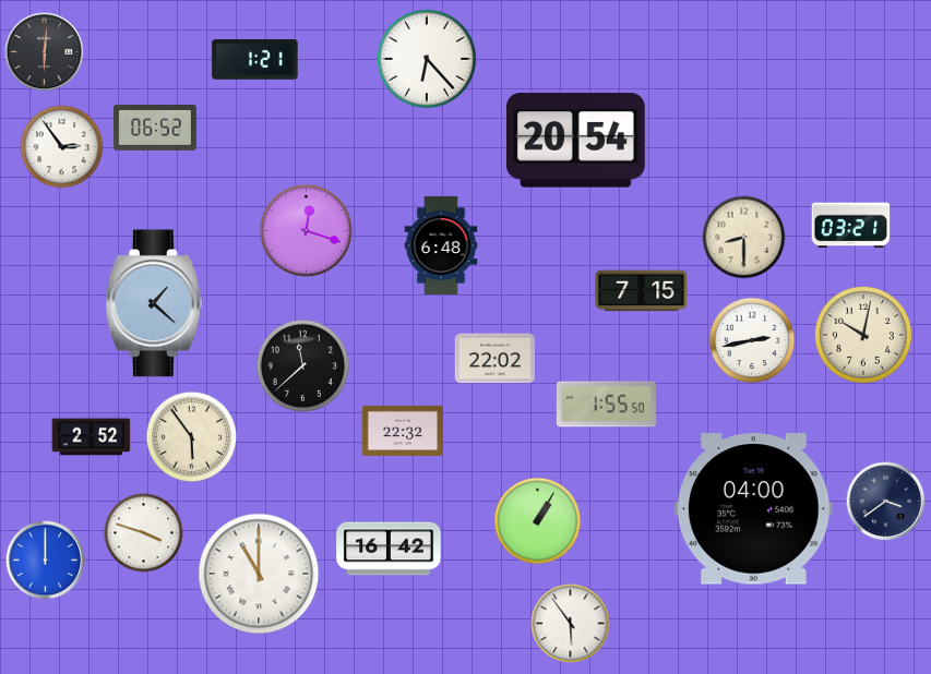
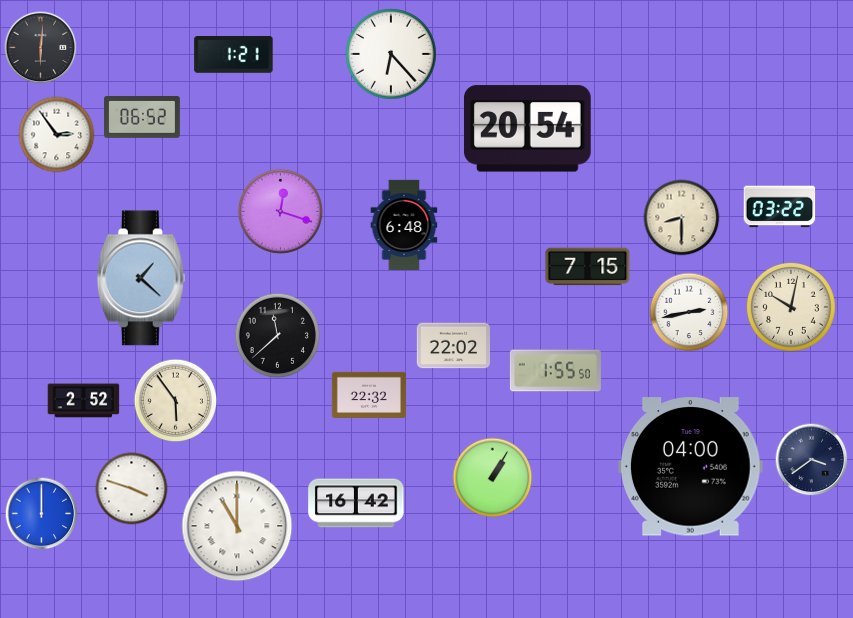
clock at (851, 226): 03:21 -> 03:22
clock at (494, 359) position: (494, 359) -> (453, 346)
clock at (571, 624): 5:54 -> none
